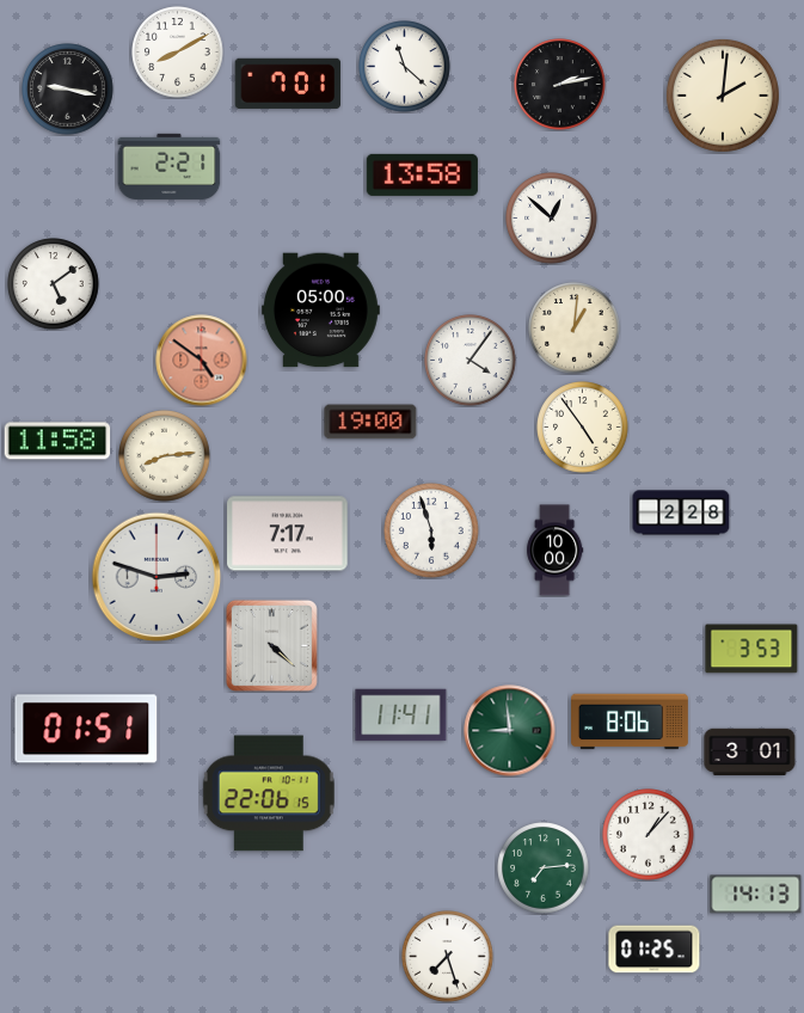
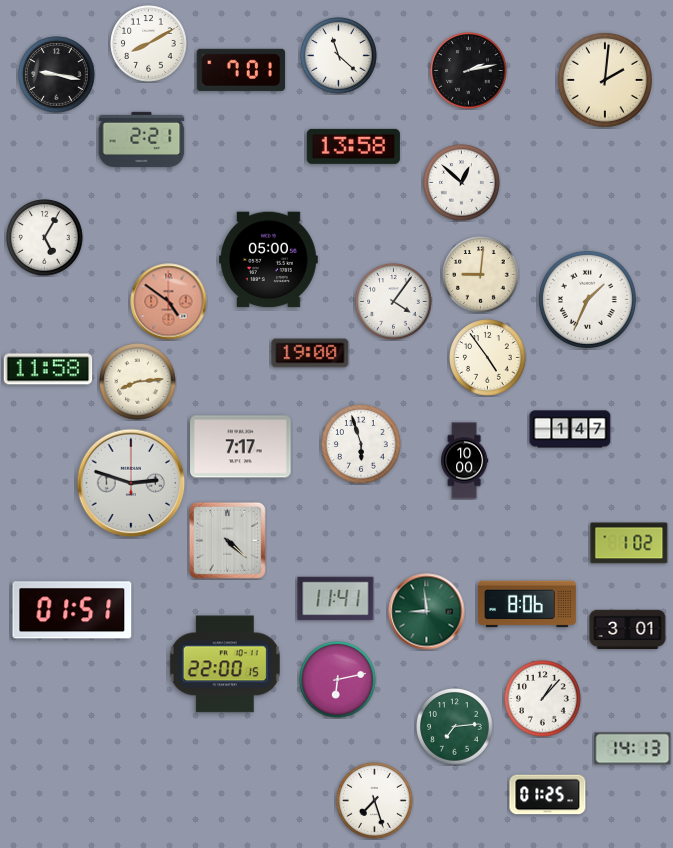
clock at (54, 284): 5:09 -> 5:05
clock at (575, 329): 1:01 -> 9:01
clock at (587, 299): none -> 1:34
clock at (681, 512): 2:28 -> 1:47
clock at (751, 649): 3:53 -> 1:02
clock at (269, 793): 22:06 -> 22:00
clock at (338, 680): none -> 6:13
